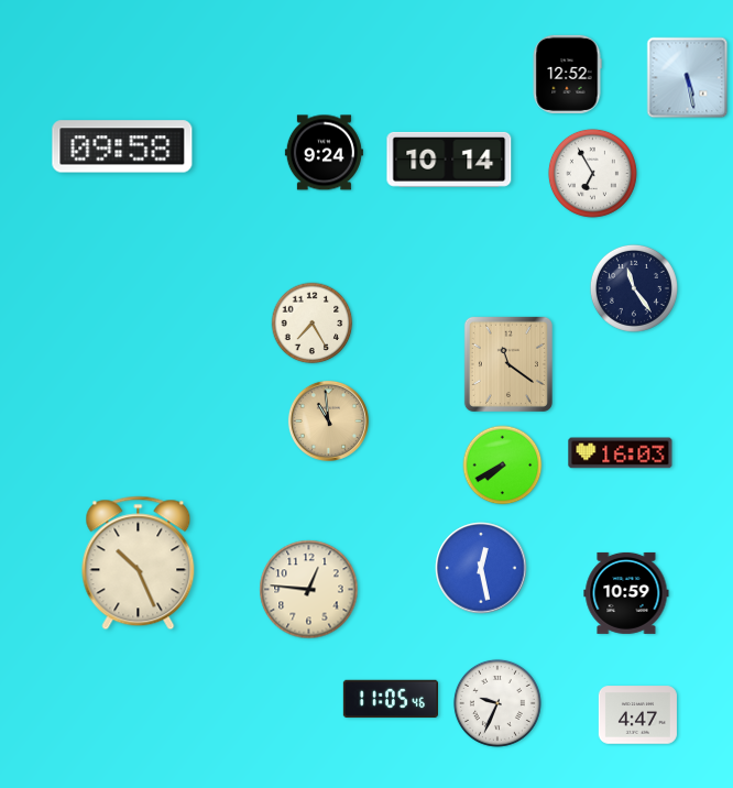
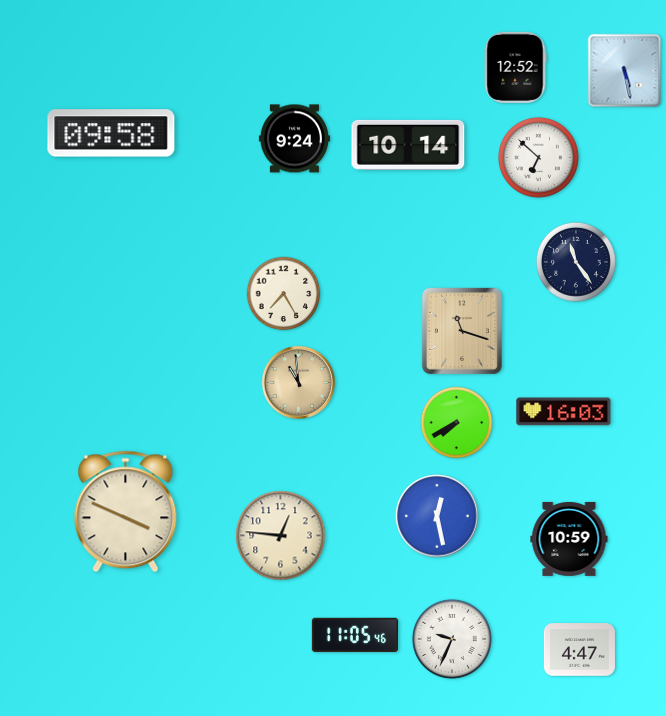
clock at (592, 173): 6:55 -> 6:52
clock at (508, 364): 11:21 -> 11:18
clock at (139, 563): 10:26 -> 3:49
